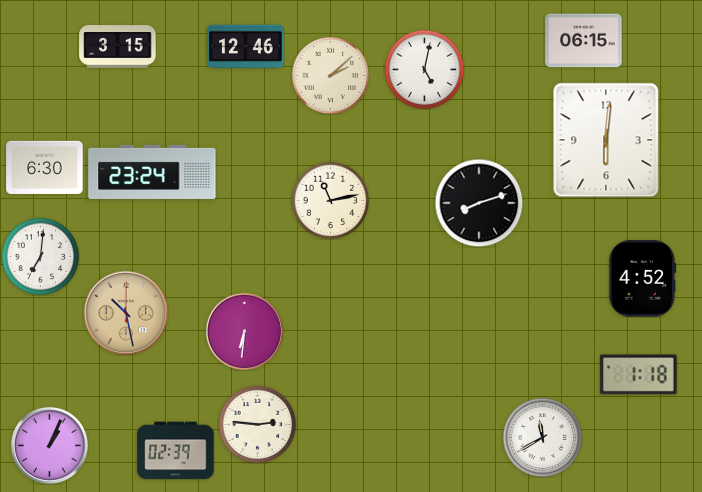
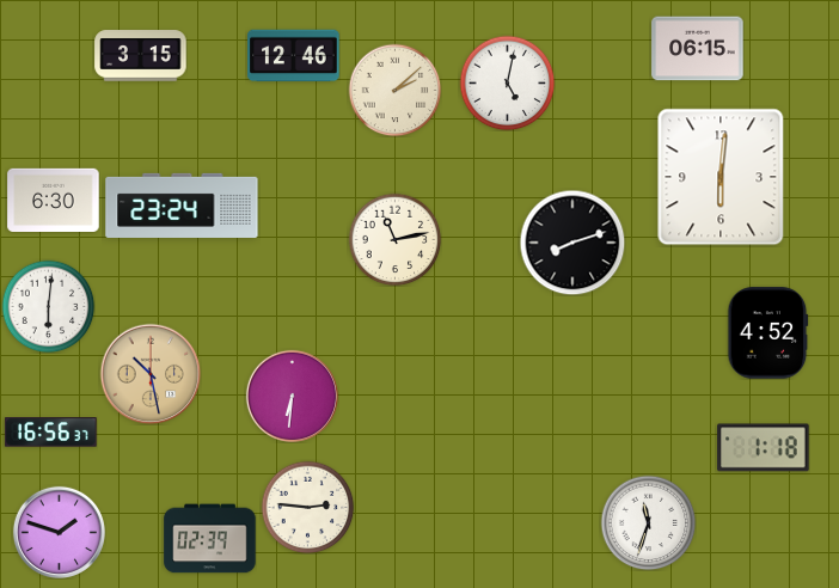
clock at (606, 140) position: (606, 140) -> (721, 177)
clock at (40, 256): 7:01 -> 6:01
clock at (51, 433): none -> 16:56
clock at (542, 437): 11:40 -> 11:33
clock at (49, 445): 1:04 -> 1:48
